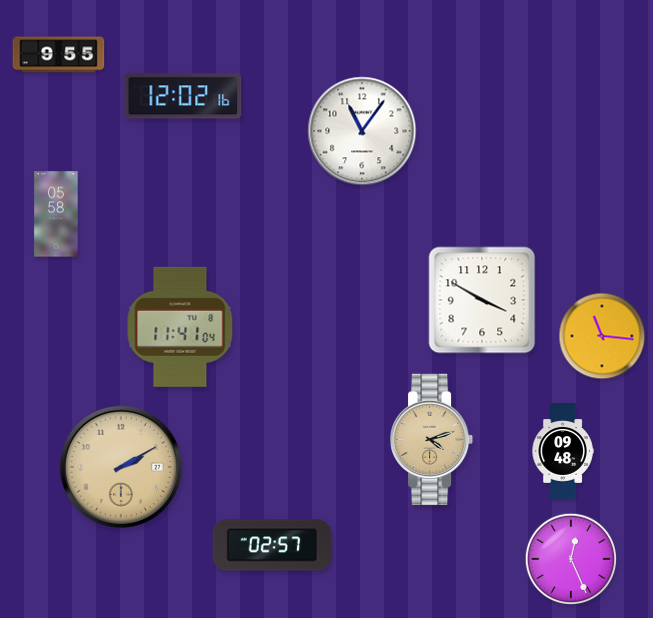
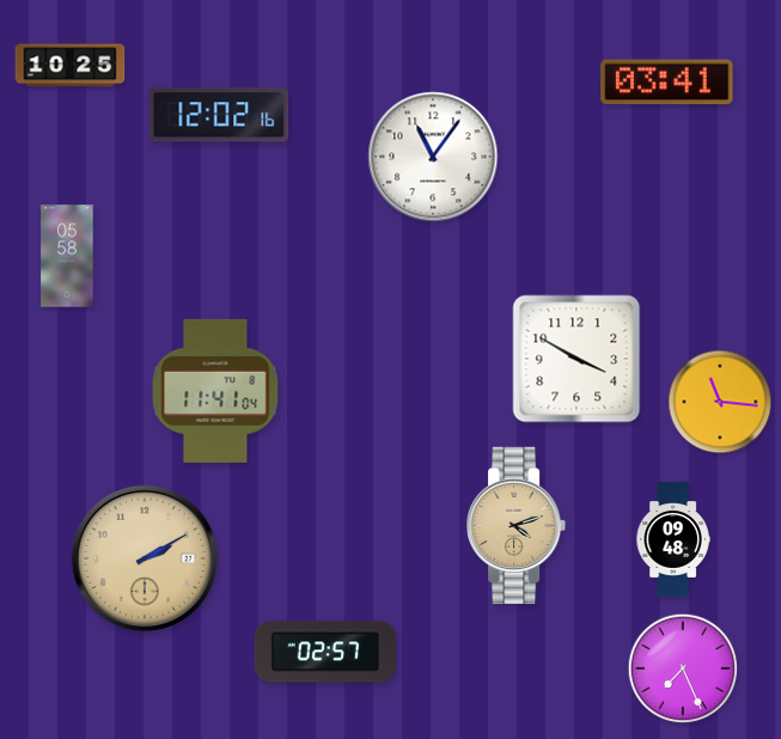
clock at (59, 55): 9:55 -> 10:25
clock at (667, 83): none -> 03:41
clock at (571, 559): 12:26 -> 7:26
